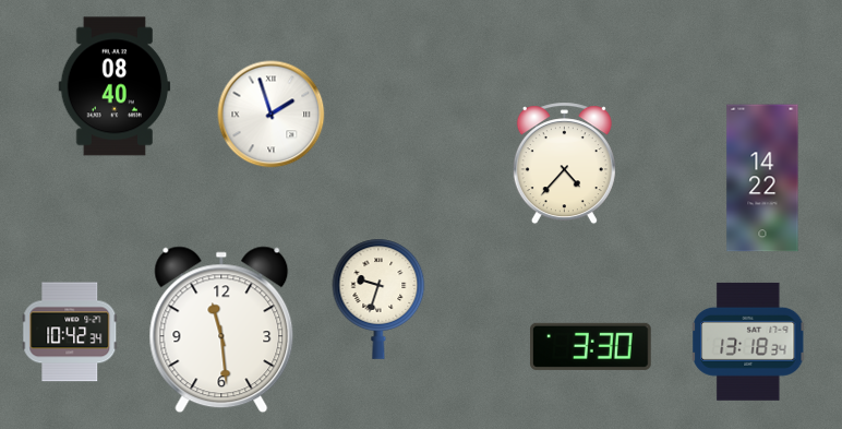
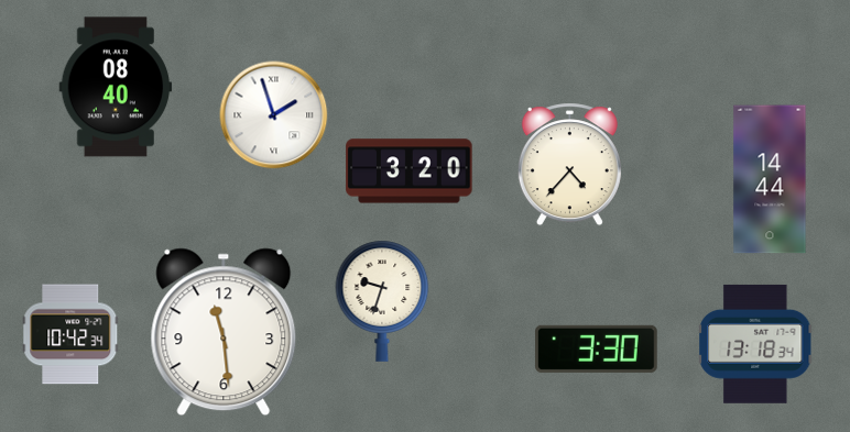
clock at (410, 171): none -> 3:20
clock at (762, 178): 14:22 -> 14:44
